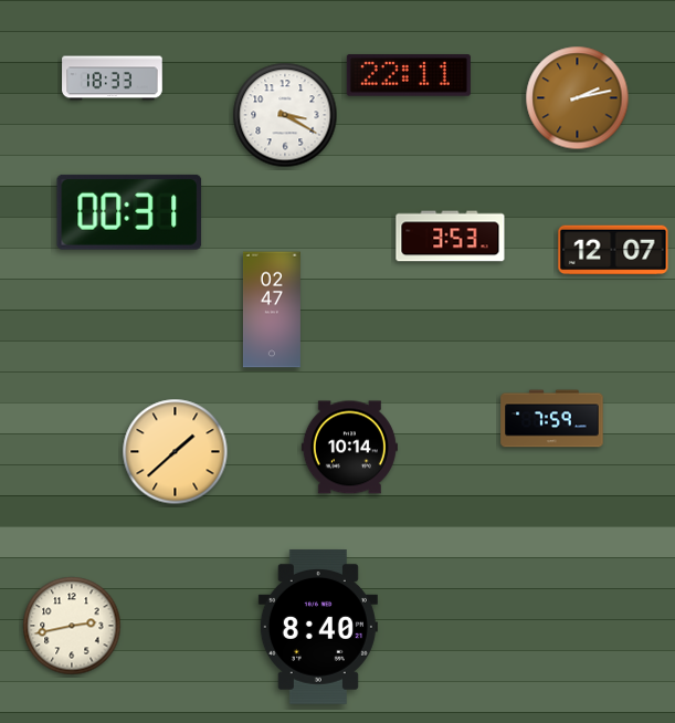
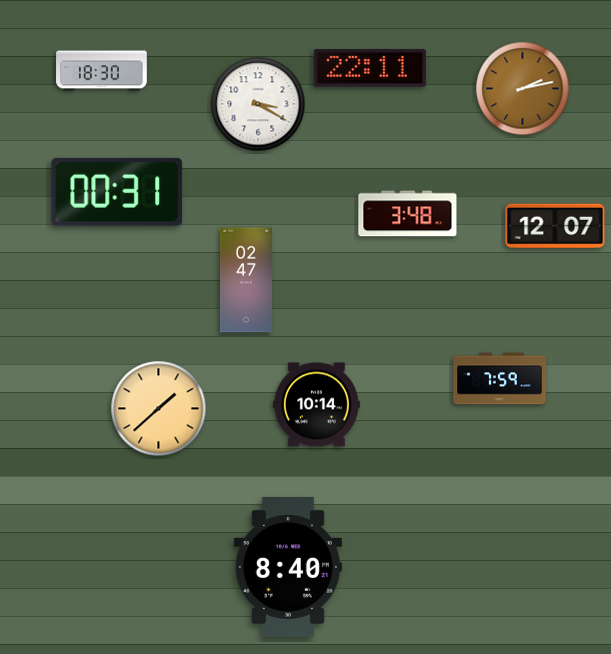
clock at (113, 78): 18:33 -> 18:30
clock at (451, 237): 3:53 -> 3:48
clock at (72, 626): 2:43 -> none
